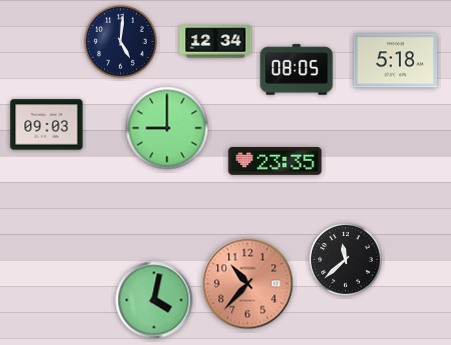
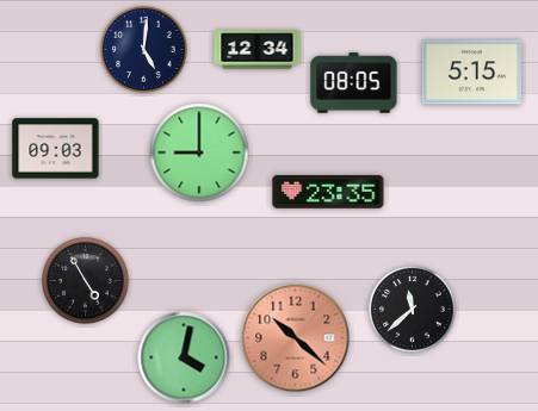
clock at (395, 61): 5:18 -> 5:15
clock at (86, 281): none -> 4:55
clock at (248, 284): 10:37 -> 10:22
